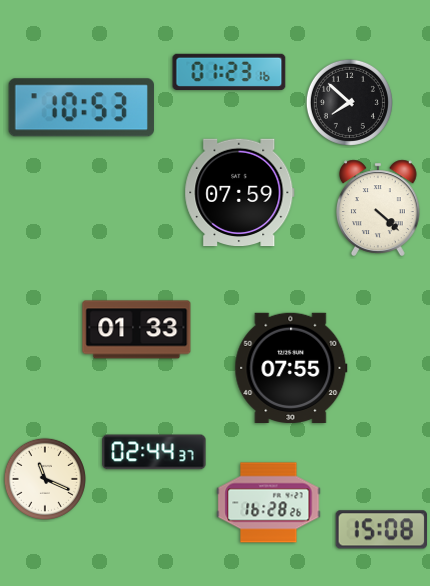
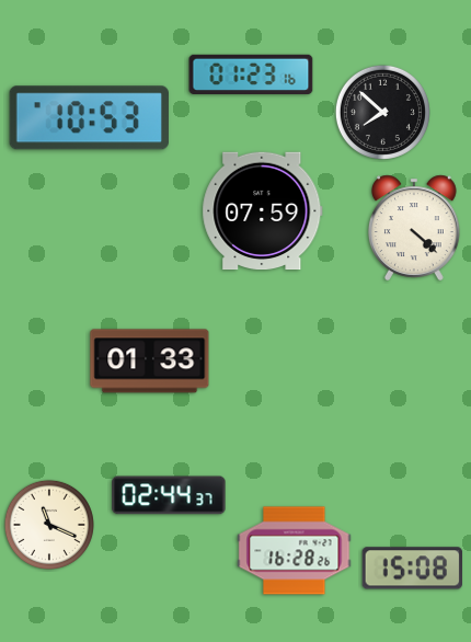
clock at (229, 71) position: (229, 71) -> (251, 73)
clock at (291, 367): 07:55 -> none
clock at (381, 530) position: (381, 530) -> (412, 569)
